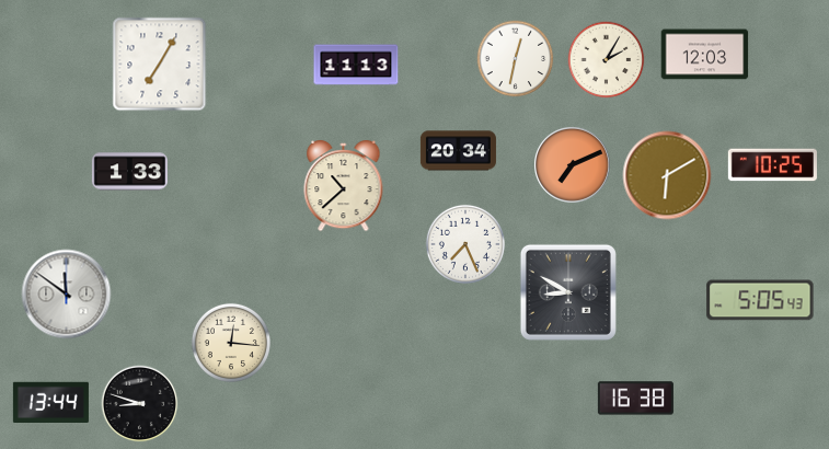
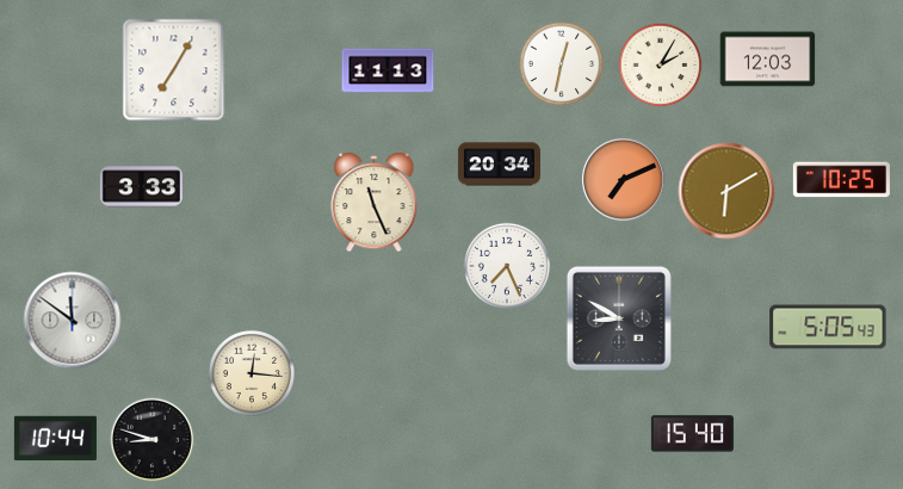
clock at (129, 172): 1:33 -> 3:33
clock at (344, 186): 10:38 -> 11:26
clock at (635, 399): 16:38 -> 15:40
clock at (50, 402): 13:44 -> 10:44
